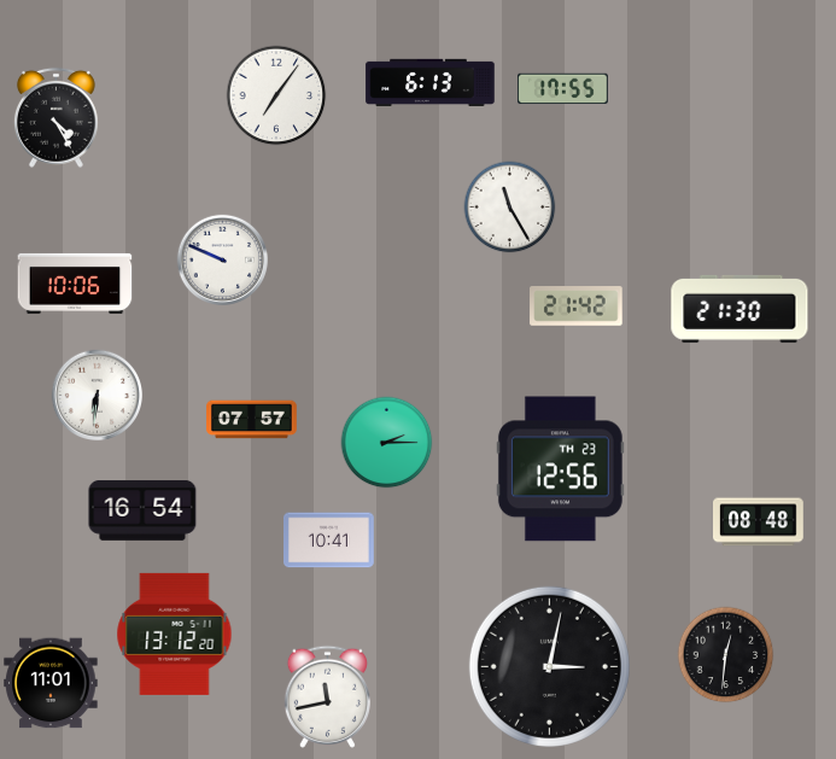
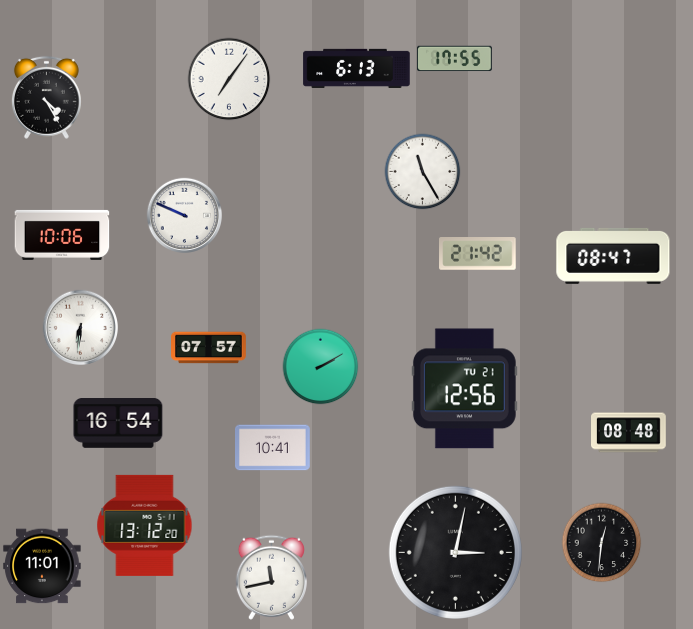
clock at (563, 89) position: (563, 89) -> (455, 59)
clock at (739, 309): 21:30 -> 08:47
clock at (387, 443): 2:15 -> 2:10
clock at (560, 469) date: TH 23 -> TU 21
